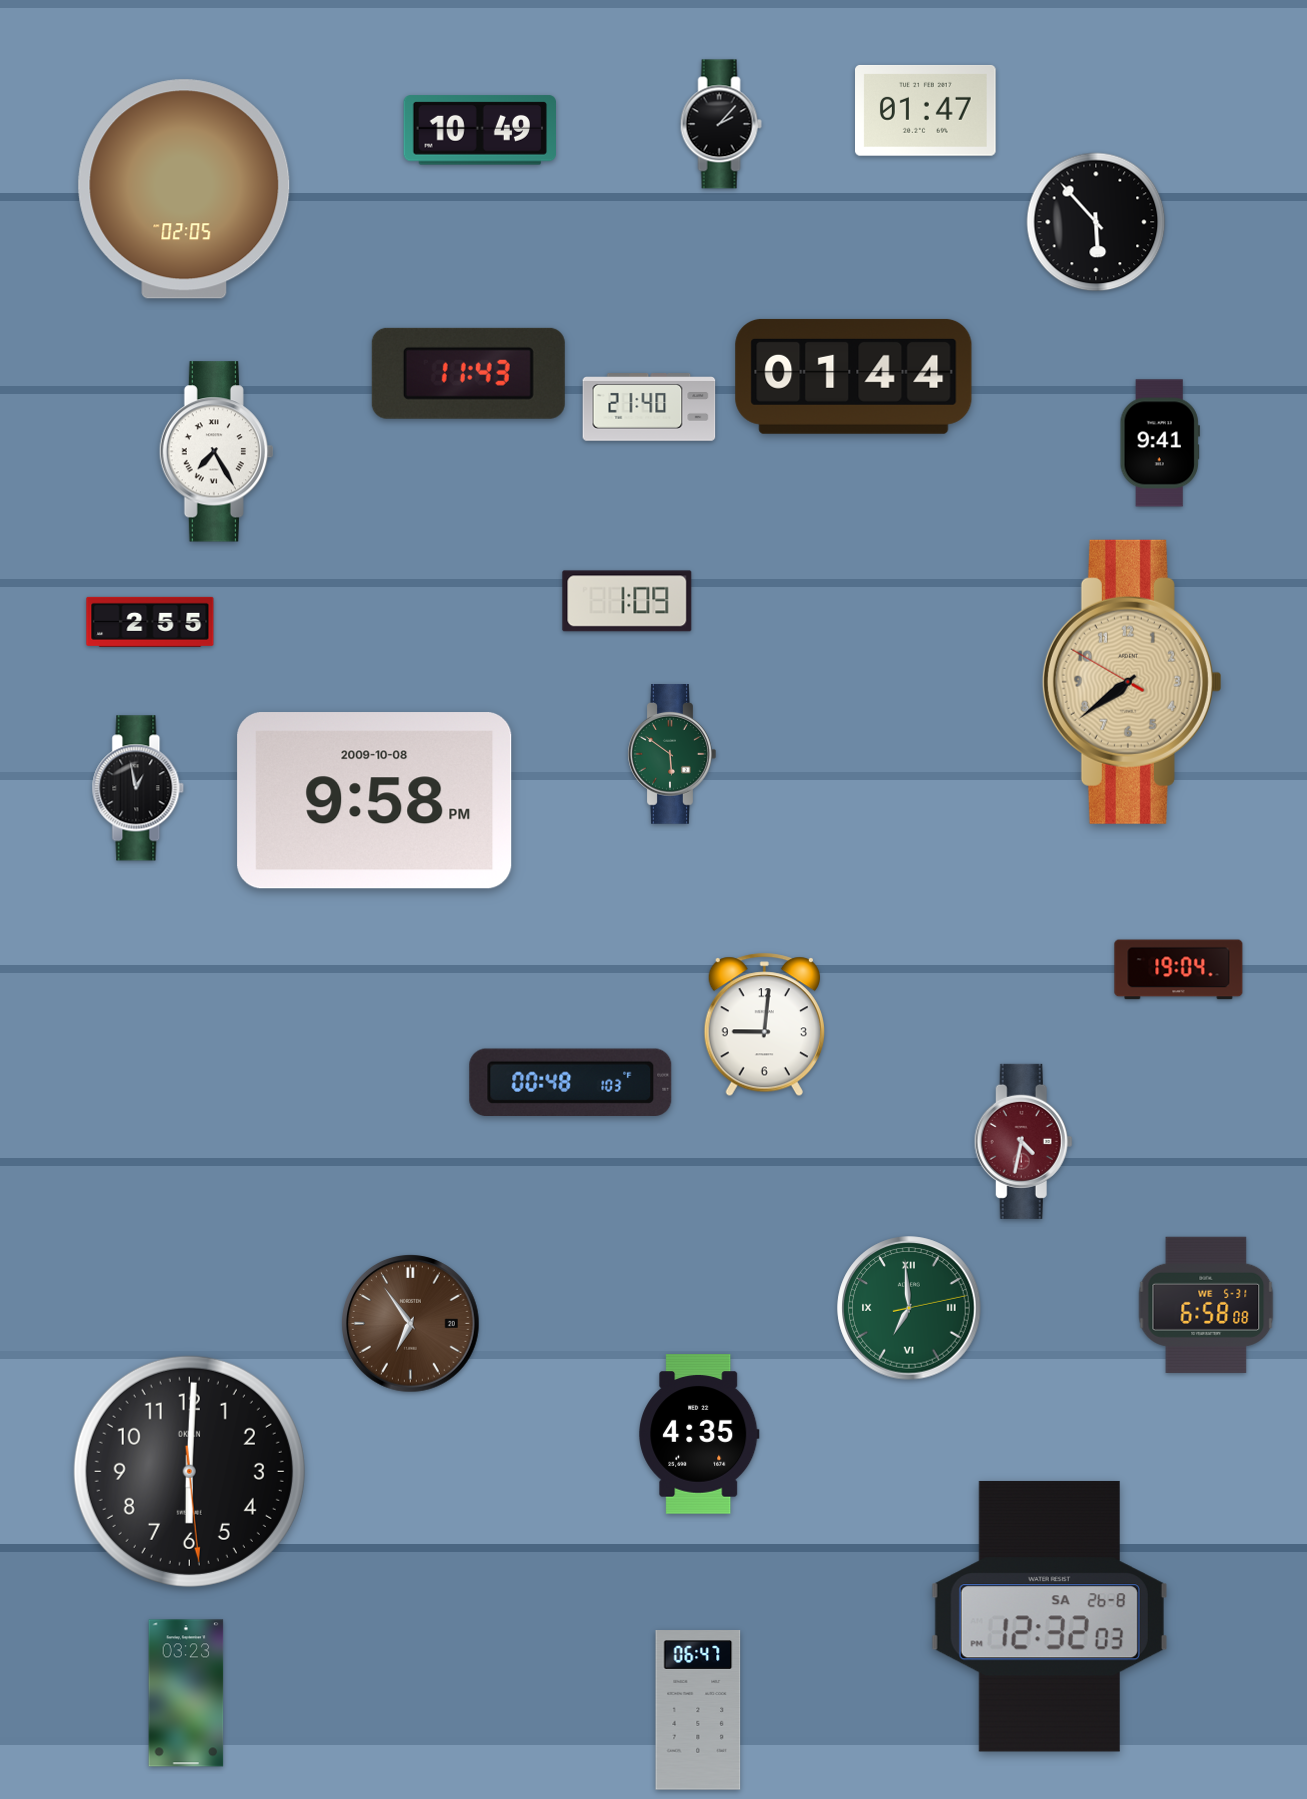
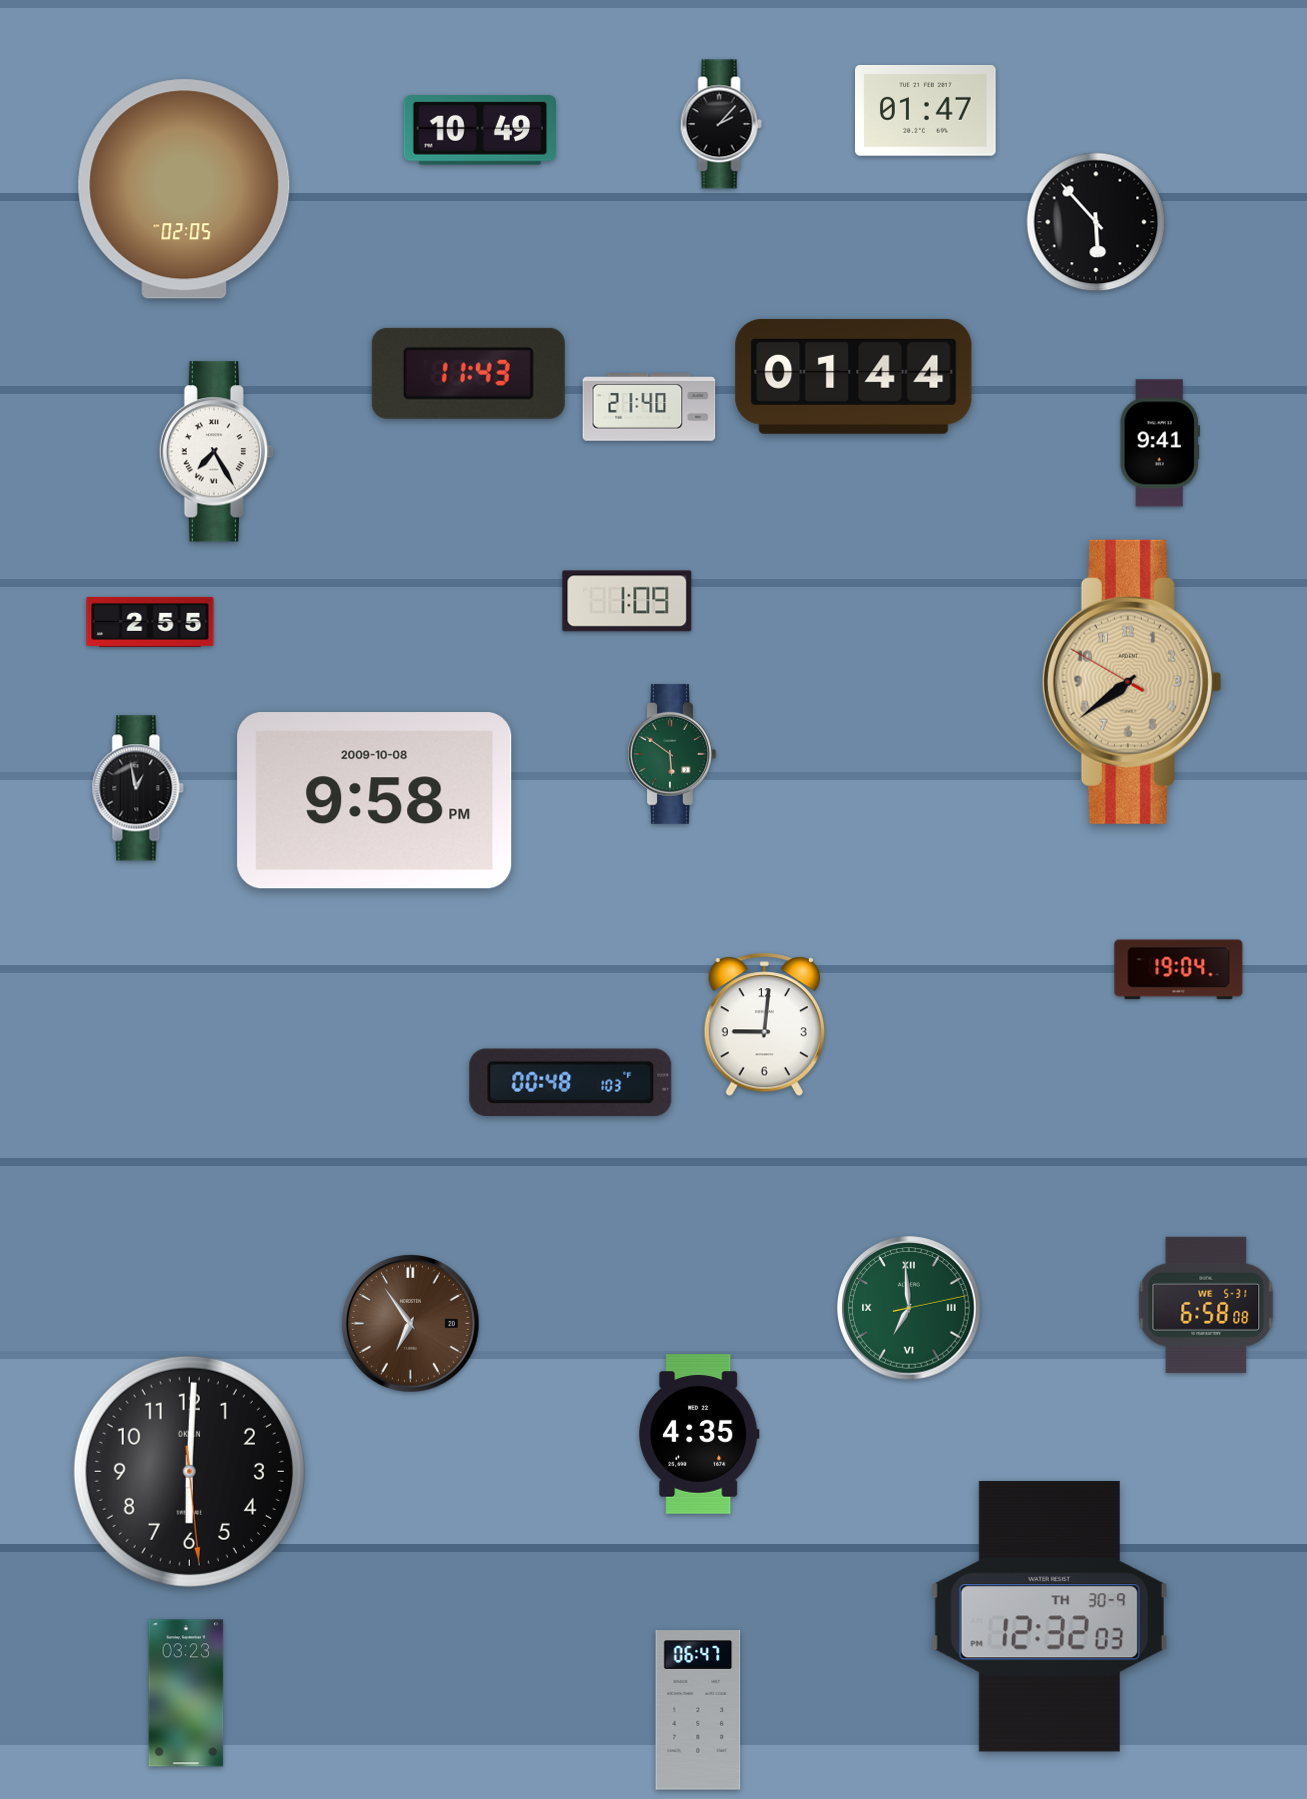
clock at (1023, 1141): 4:32 -> none
clock at (1049, 1616) date: SA 26-8 -> TH 30-9
